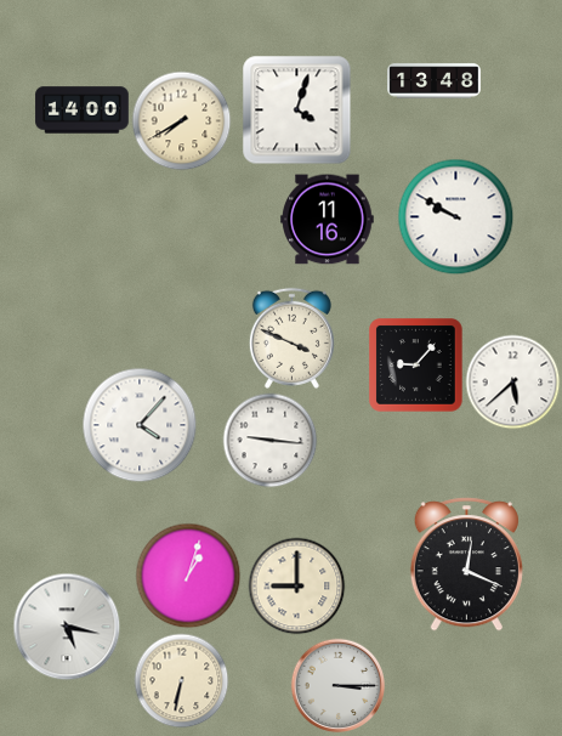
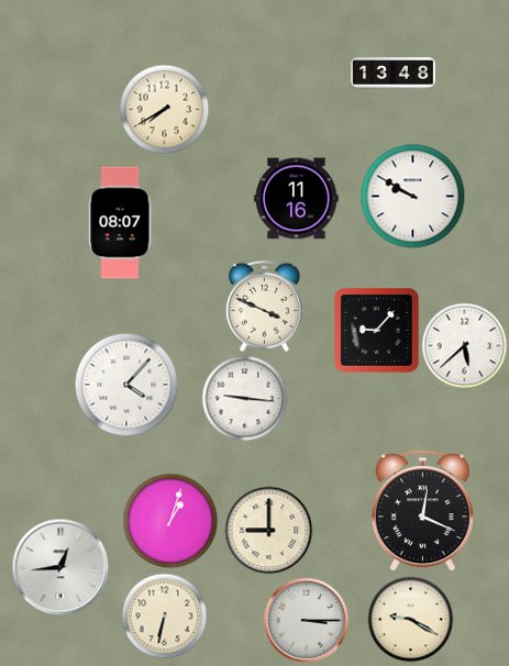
clock at (83, 111): 14:00 -> none
clock at (297, 111): 4:03 -> none
clock at (120, 223): none -> 08:07
clock at (67, 627): 5:17 -> 12:44
clock at (410, 619): none -> 9:20
